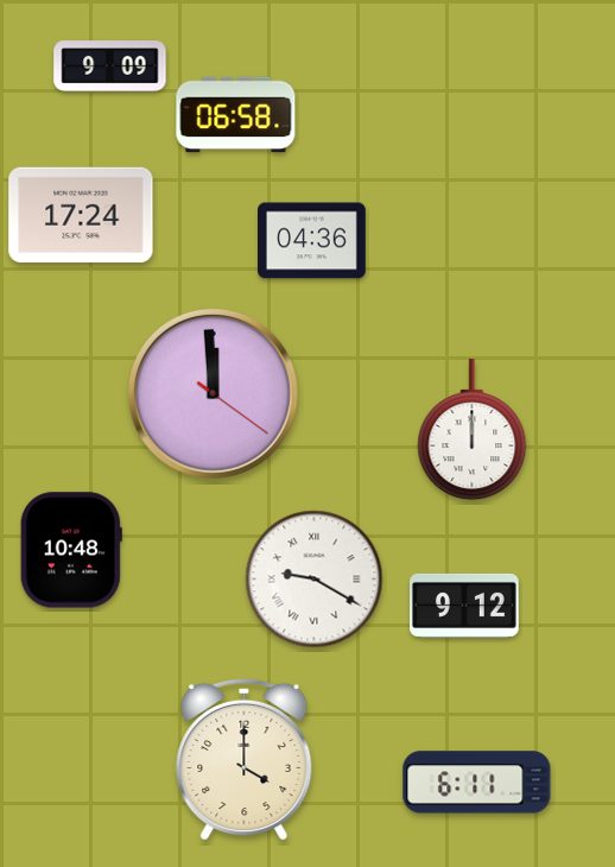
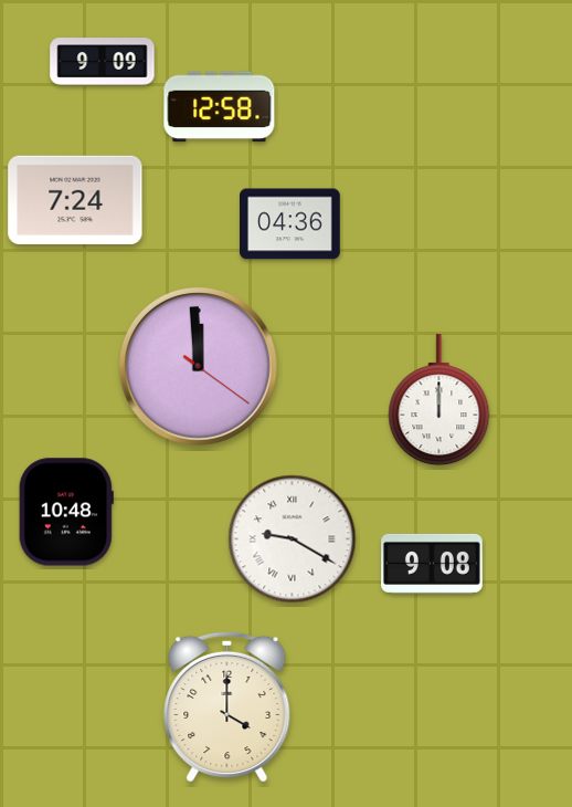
clock at (236, 115): 06:58 -> 12:58
clock at (81, 215): 17:24 -> 7:24
clock at (464, 606): 9:12 -> 9:08
clock at (477, 783): 6:11 -> none
